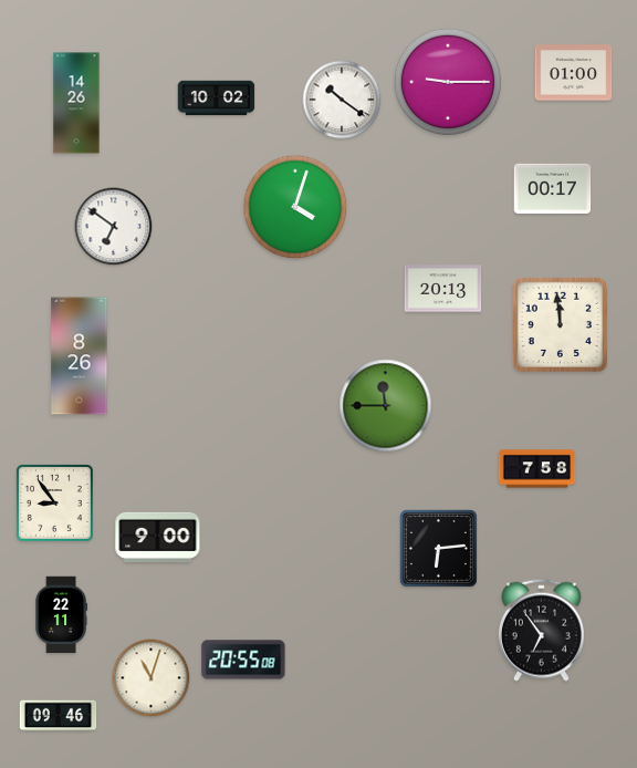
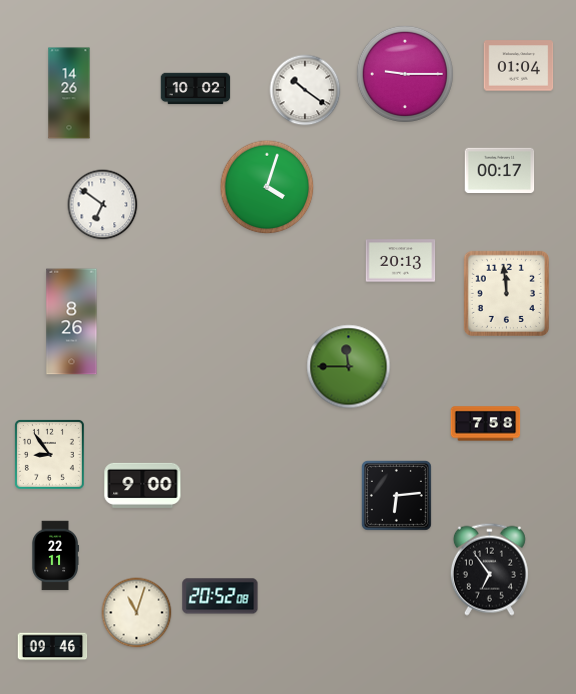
clock at (574, 73): 01:00 -> 01:04
clock at (342, 100) position: (342, 100) -> (305, 90)
clock at (243, 660): 20:55 -> 20:52
